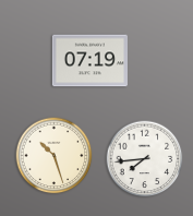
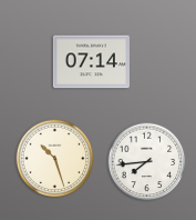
clock at (89, 61): 07:19 -> 07:14
